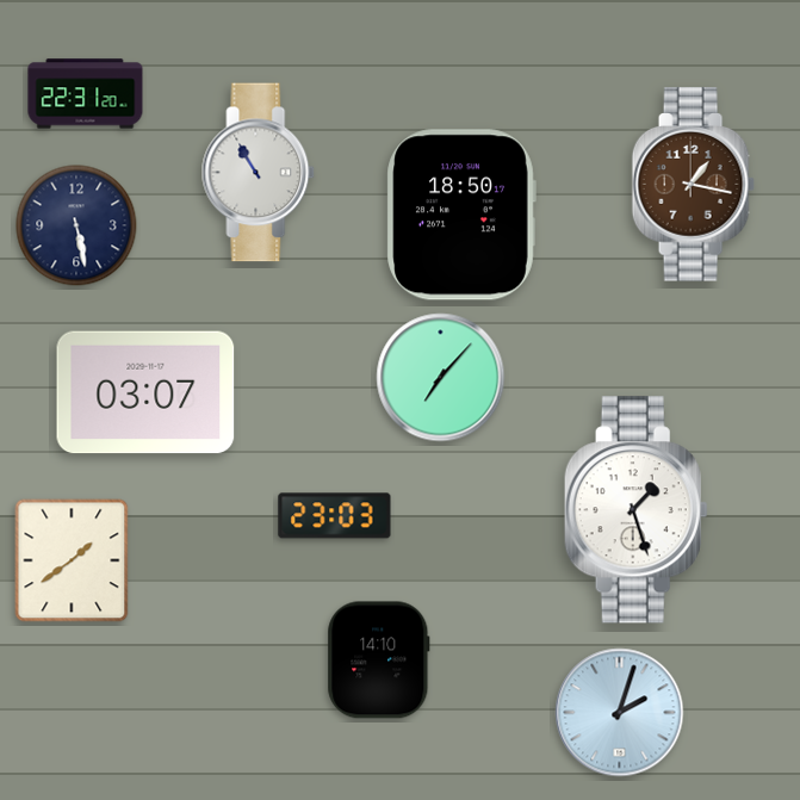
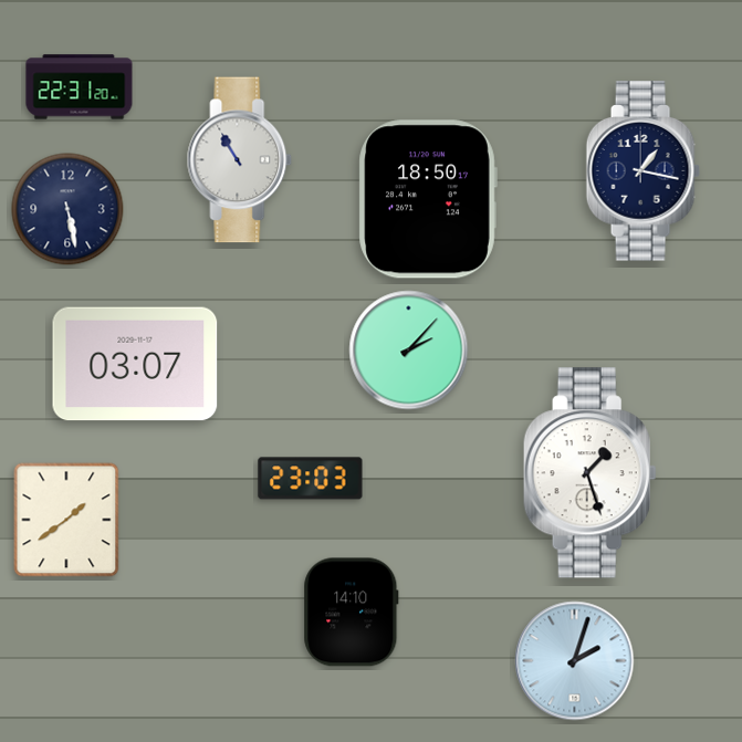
clock at (693, 185) dial: brown -> navy
clock at (76, 225) position: (76, 225) -> (67, 209)
clock at (441, 378): 7:07 -> 2:07
